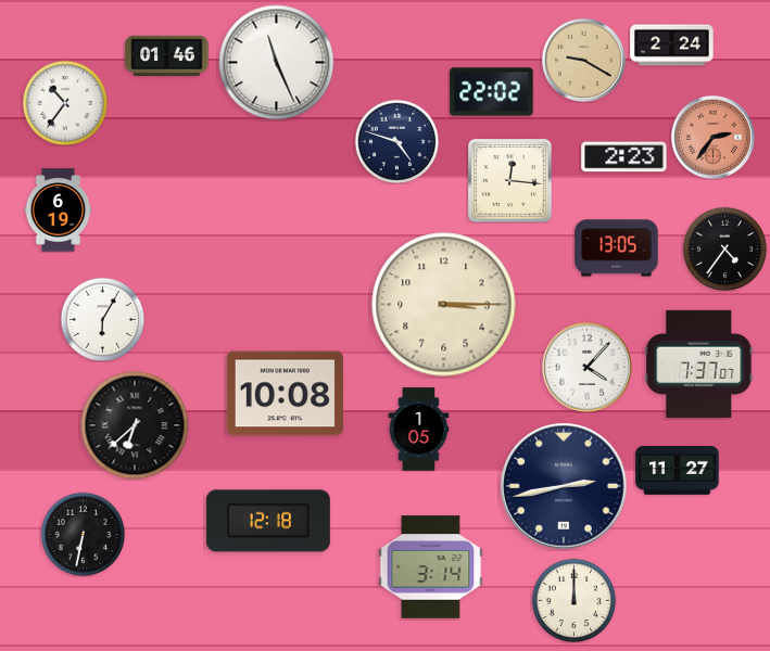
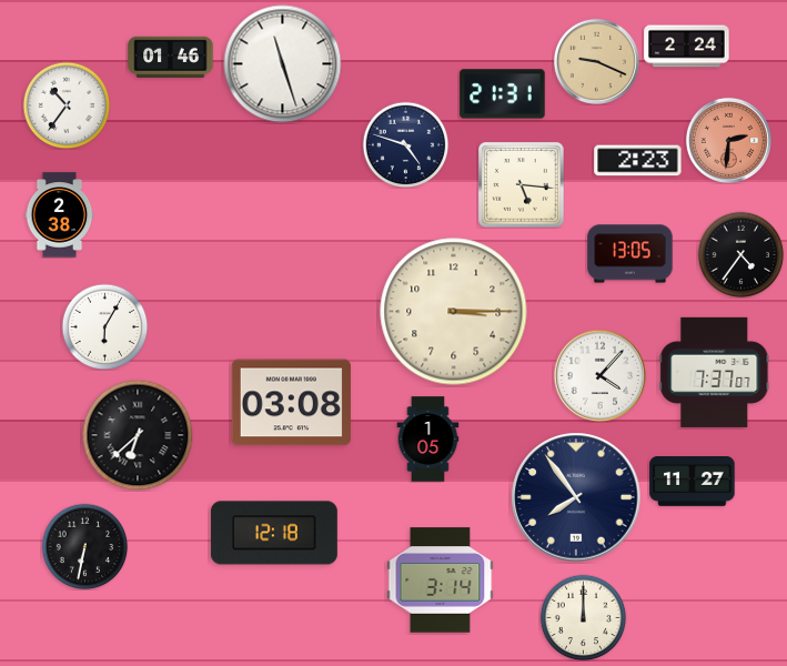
clock at (583, 60): 9:20 -> 9:19
clock at (277, 63): 11:26 -> 11:27
clock at (492, 92): 22:02 -> 21:31
clock at (712, 137): 2:36 -> 2:31
clock at (510, 181): 12:16 -> 5:16
clock at (59, 210): 6:19 -> 2:38
clock at (285, 394): 10:08 -> 03:08
clock at (564, 486): 2:43 -> 7:54
clock at (573, 600) position: (573, 600) -> (583, 617)
